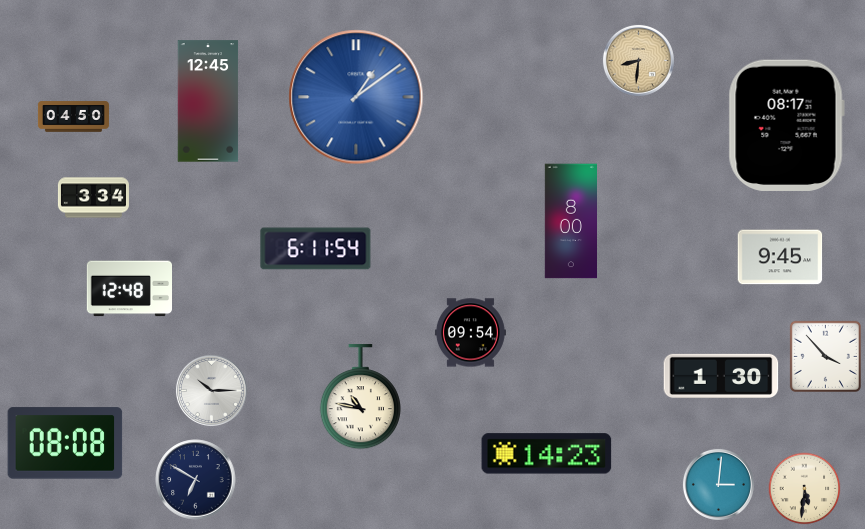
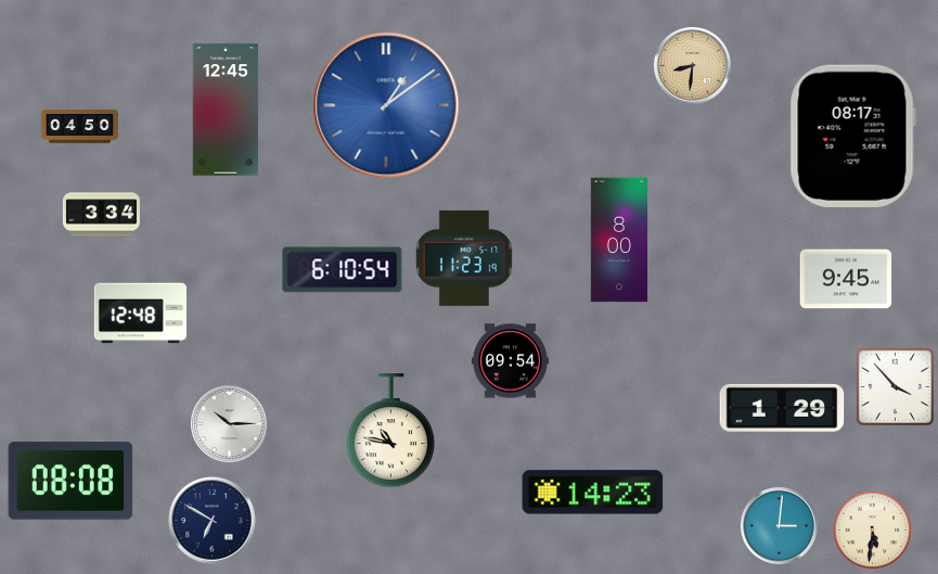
clock at (464, 258): none -> 11:23
clock at (316, 249): 6:11 -> 6:10
clock at (721, 376): 1:30 -> 1:29
